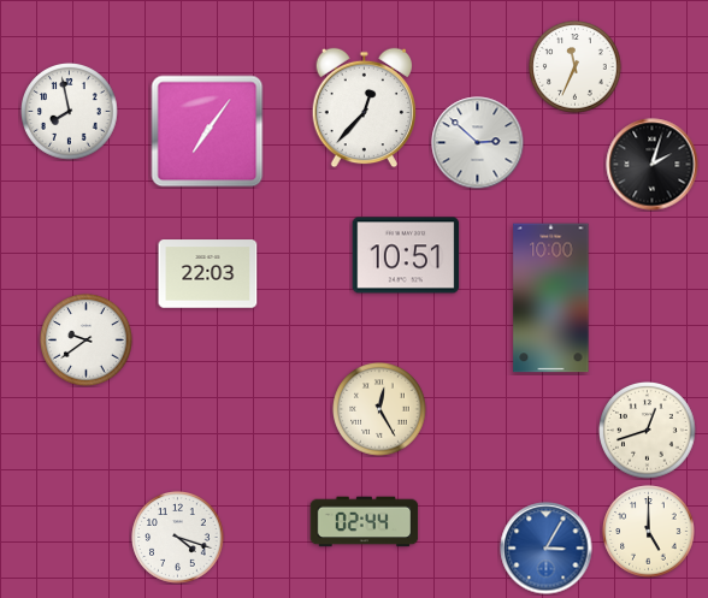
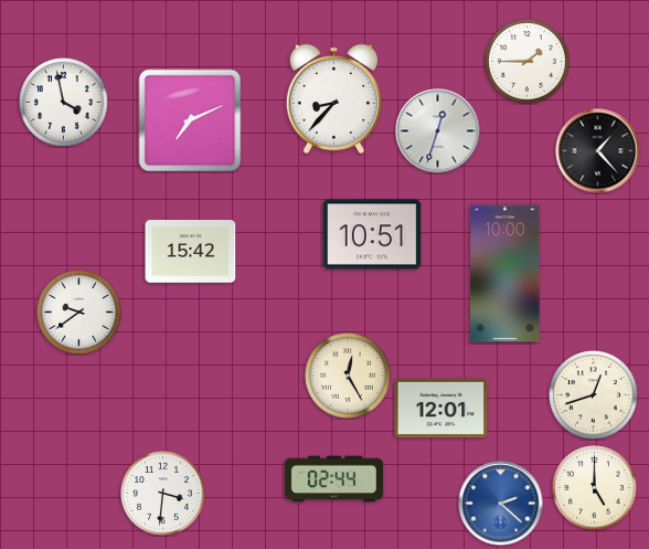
clock at (576, 67): 11:34 -> 1:45
clock at (365, 108): 12:37 -> 8:37
clock at (70, 112): 7:58 -> 3:58
clock at (207, 131): 7:06 -> 7:11
clock at (478, 143): 2:52 -> 12:33
clock at (653, 165): 2:03 -> 1:23
clock at (208, 274): 22:03 -> 15:42
clock at (441, 409): none -> 12:01
clock at (178, 538): 4:18 -> 3:31
clock at (547, 549): 3:05 -> 2:22
